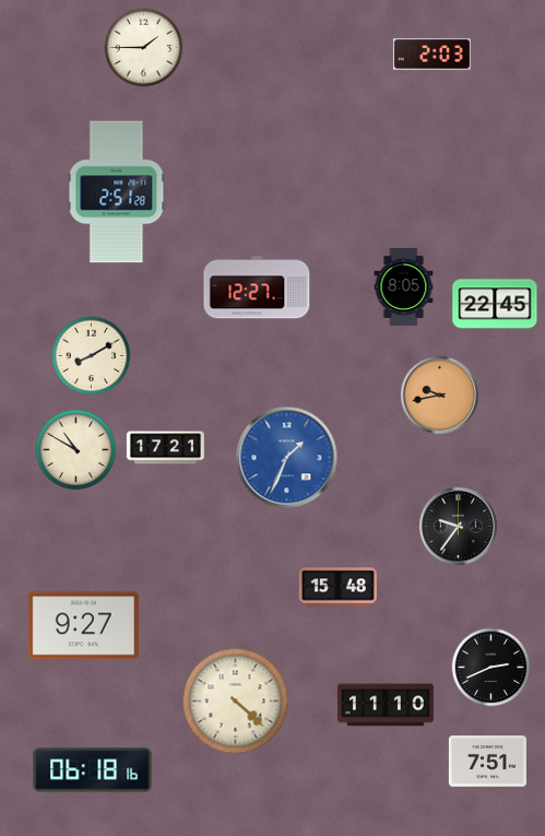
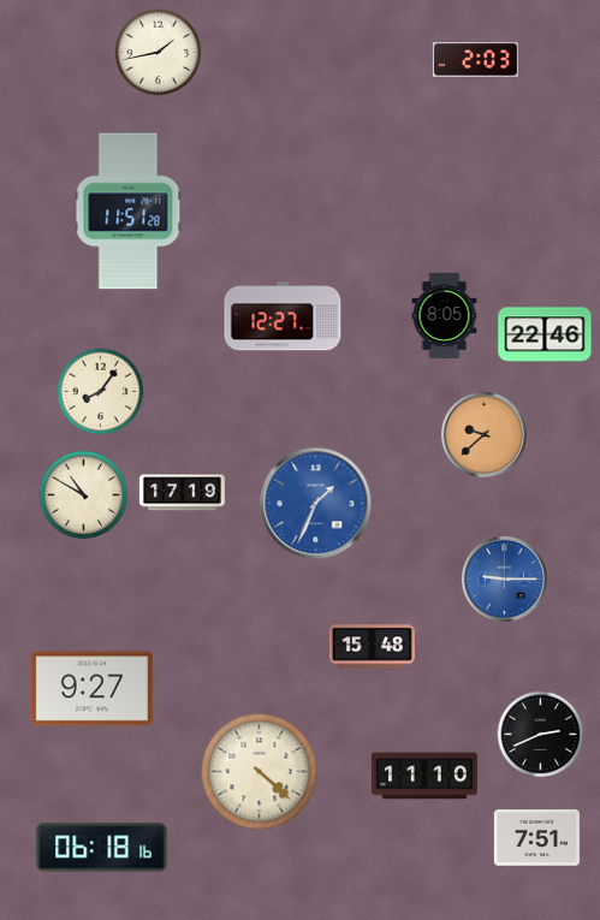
clock at (144, 48): 1:45 -> 1:43
clock at (117, 192): 2:51 -> 11:51
clock at (495, 304): 22:45 -> 22:46
clock at (92, 356): 8:10 -> 8:06
clock at (439, 395): 9:43 -> 9:38
clock at (165, 448): 17:21 -> 17:19
clock at (458, 526): 9:36 -> 9:15
clock at (458, 526) dial: black -> blue
